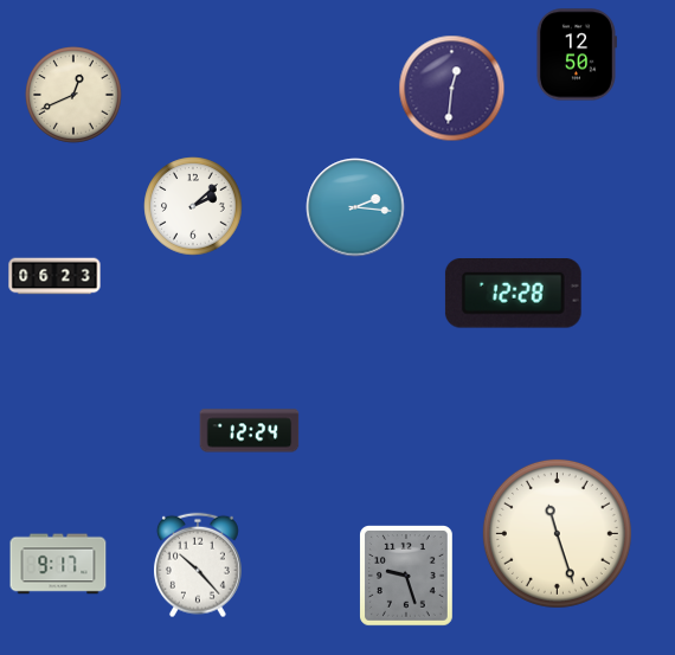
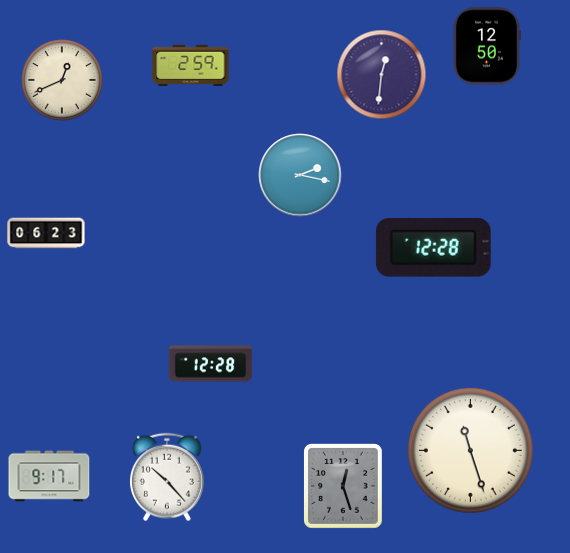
clock at (191, 65): none -> 2:59
clock at (193, 206): 2:08 -> none
clock at (355, 207): 2:16 -> 2:17
clock at (250, 431): 12:24 -> 12:28
clock at (407, 577): 9:27 -> 12:27
